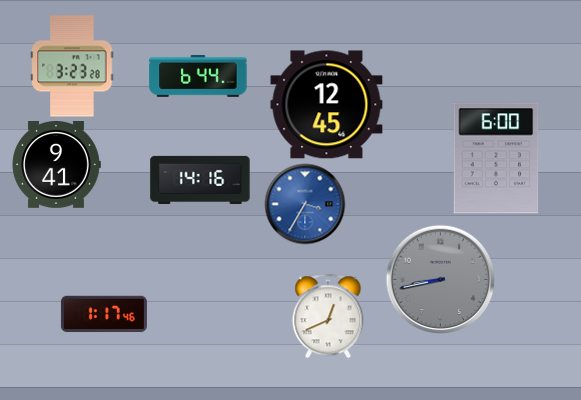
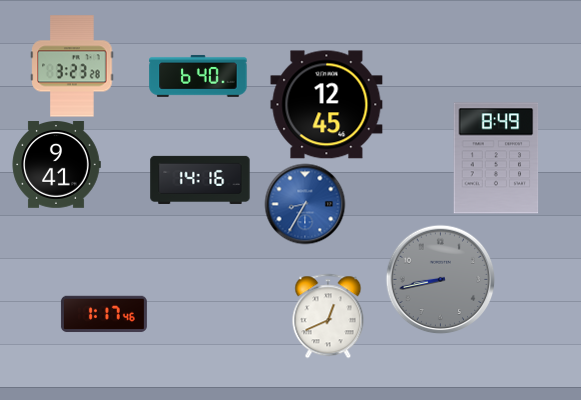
clock at (198, 76): 6:44 -> 6:40
clock at (496, 158): 6:00 -> 8:49
clock at (305, 204): 3:35 -> 8:35
